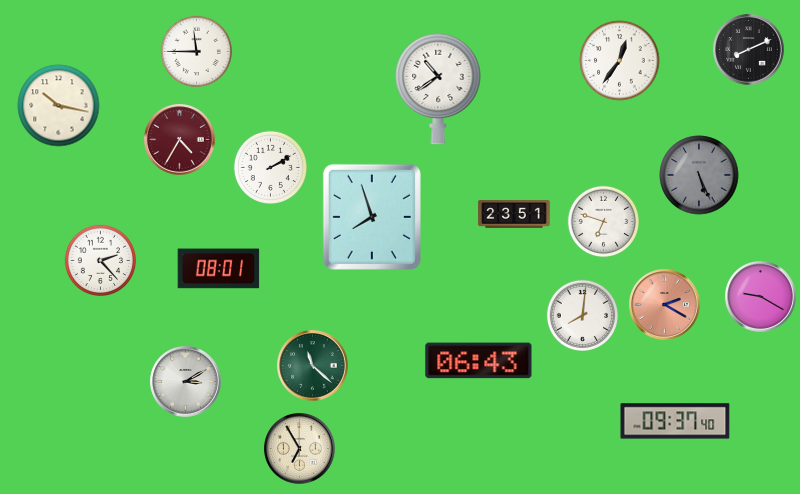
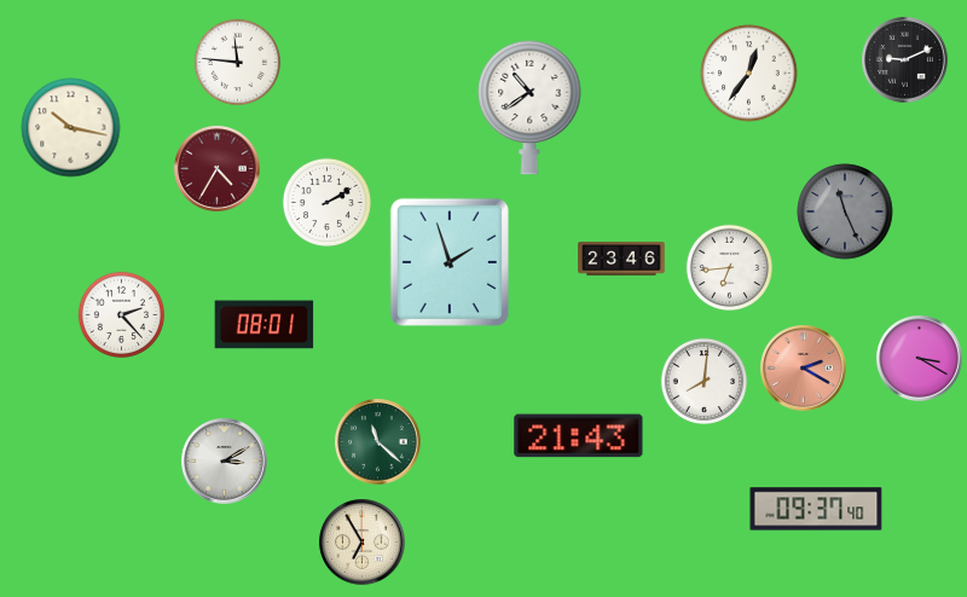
clock at (749, 50): 8:11 -> 9:11
clock at (196, 51): 11:45 -> 11:46
clock at (699, 175): 5:26 -> 11:26
clock at (514, 214): 23:51 -> 23:46
clock at (372, 217): 7:57 -> 1:57
clock at (603, 221): 6:48 -> 6:44
clock at (761, 297): 9:20 -> 3:20
clock at (479, 361): 06:43 -> 21:43
